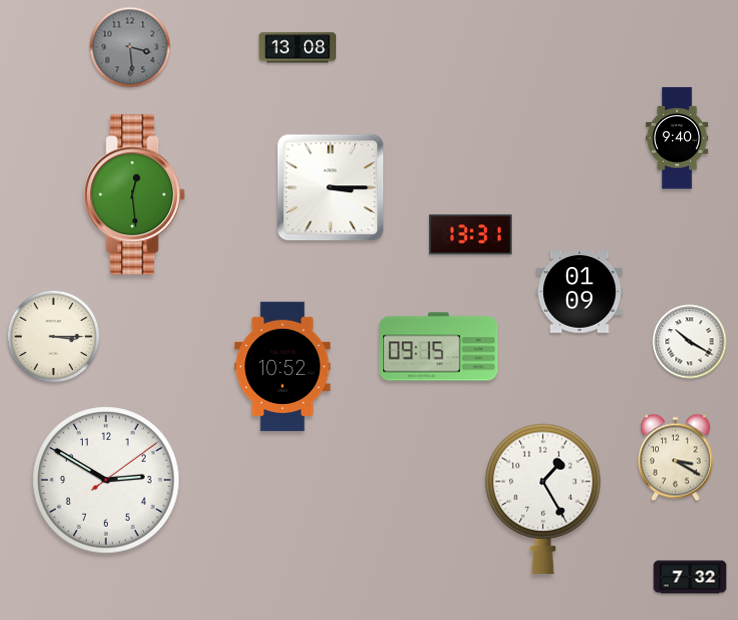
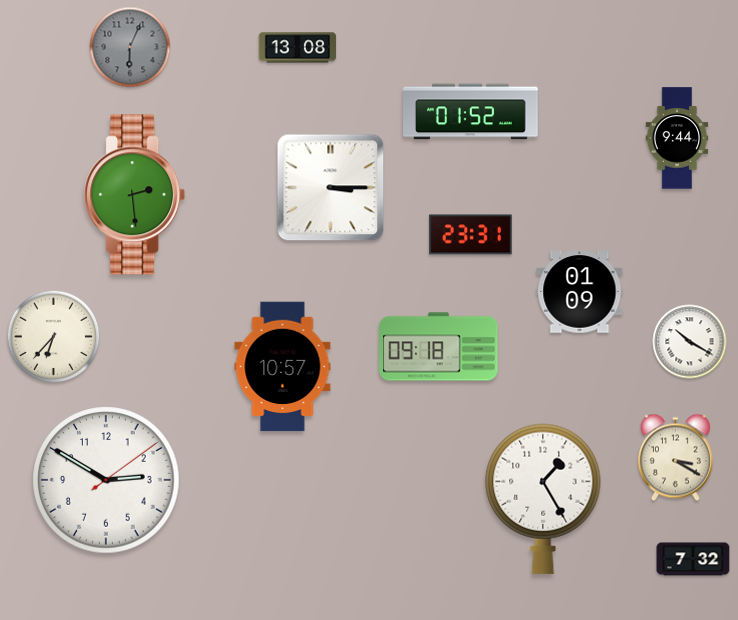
clock at (130, 47): 3:29 -> 6:04
clock at (471, 112): none -> 01:52
clock at (677, 138): 9:40 -> 9:44
clock at (135, 195): 12:29 -> 2:29
clock at (471, 235): 13:31 -> 23:31
clock at (54, 337): 3:15 -> 6:37
clock at (439, 347): 09:15 -> 09:18
clock at (283, 367): 10:52 -> 10:57
clock at (690, 577) position: (690, 577) -> (693, 559)
